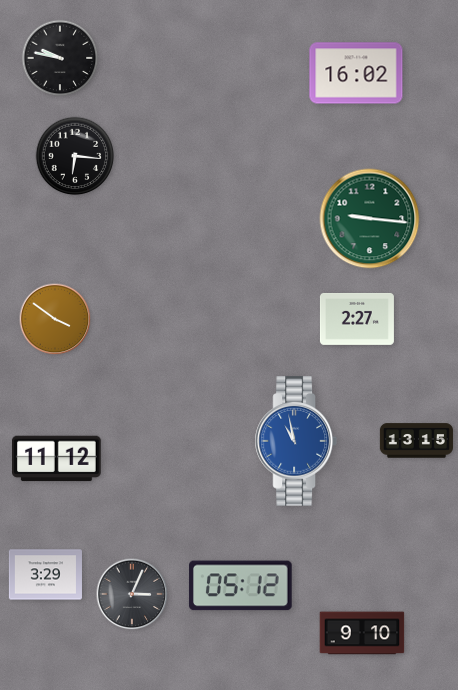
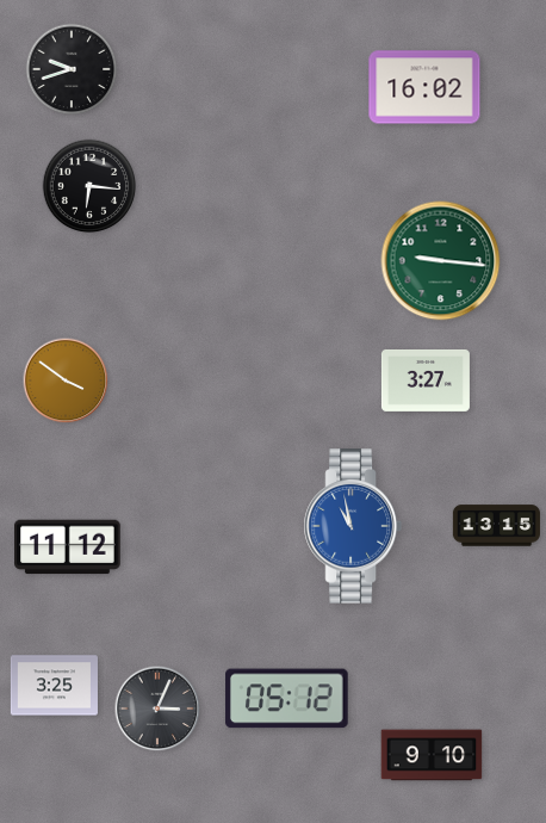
clock at (60, 58): 9:47 -> 9:42
clock at (357, 319): 2:27 -> 3:27
clock at (45, 575): 3:29 -> 3:25
